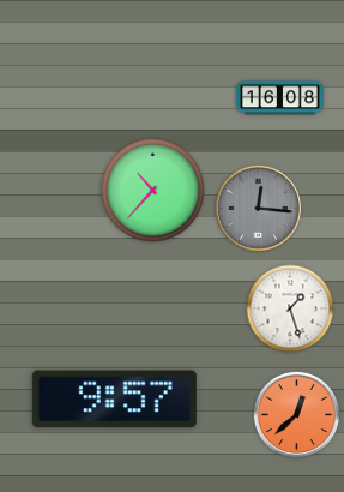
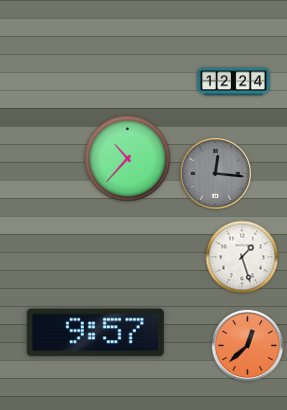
clock at (279, 98): 16:08 -> 12:24
